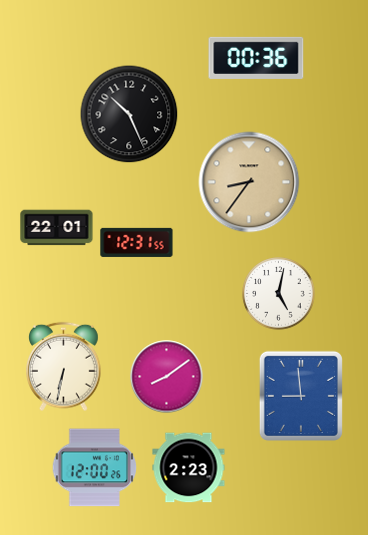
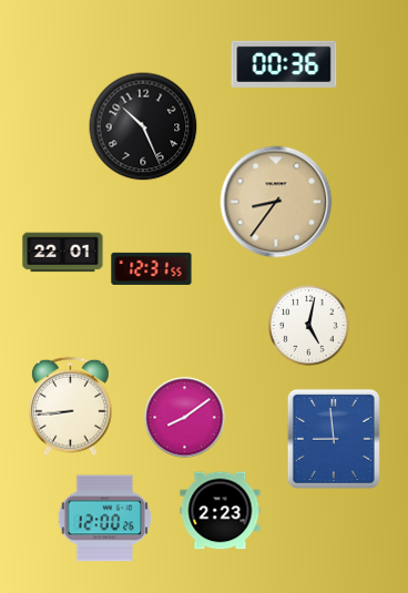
clock at (64, 367): 6:32 -> 8:44
clock at (189, 468) position: (189, 468) -> (221, 511)
